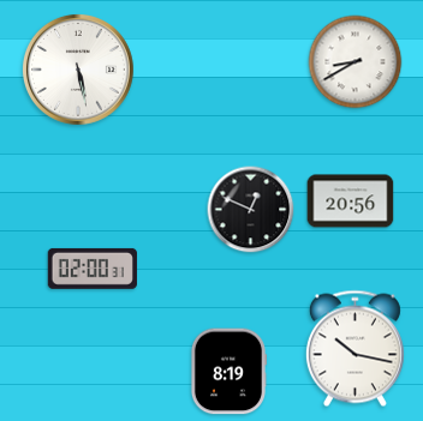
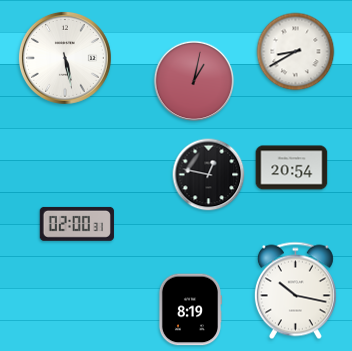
clock at (194, 81): none -> 1:02
clock at (351, 202): 20:56 -> 20:54
clock at (251, 210): 12:49 -> 12:47
